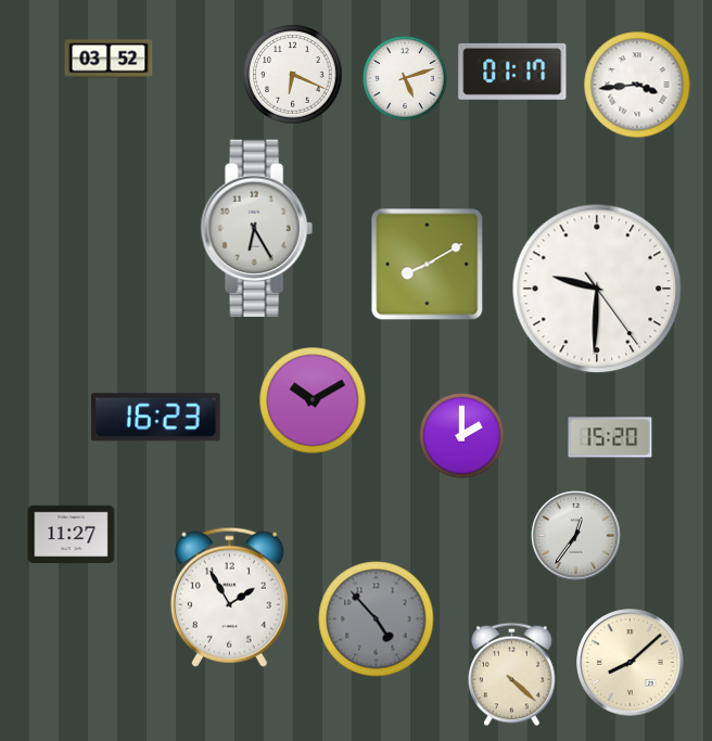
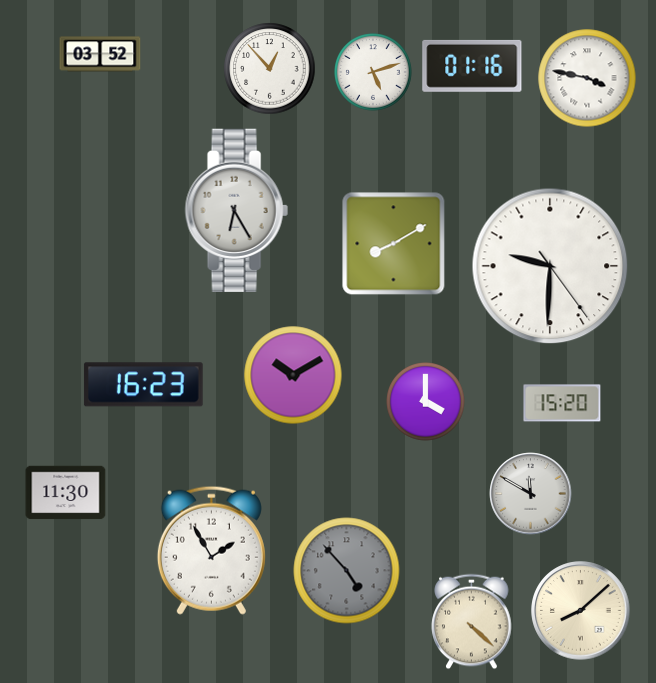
clock at (512, 72): 01:17 -> 01:16
clock at (293, 75): 6:19 -> 12:53
clock at (637, 85): 3:44 -> 3:47
clock at (313, 400) position: (313, 400) -> (293, 375)
clock at (462, 436): 2:00 -> 4:00
clock at (72, 535): 11:27 -> 11:30
clock at (576, 536): 12:36 -> 11:50
